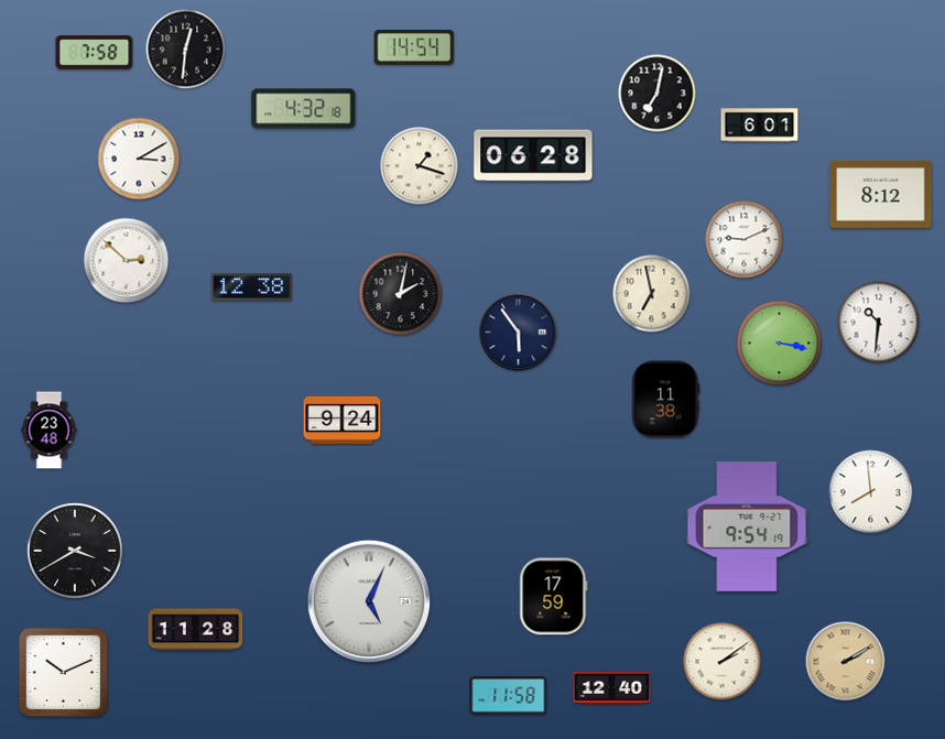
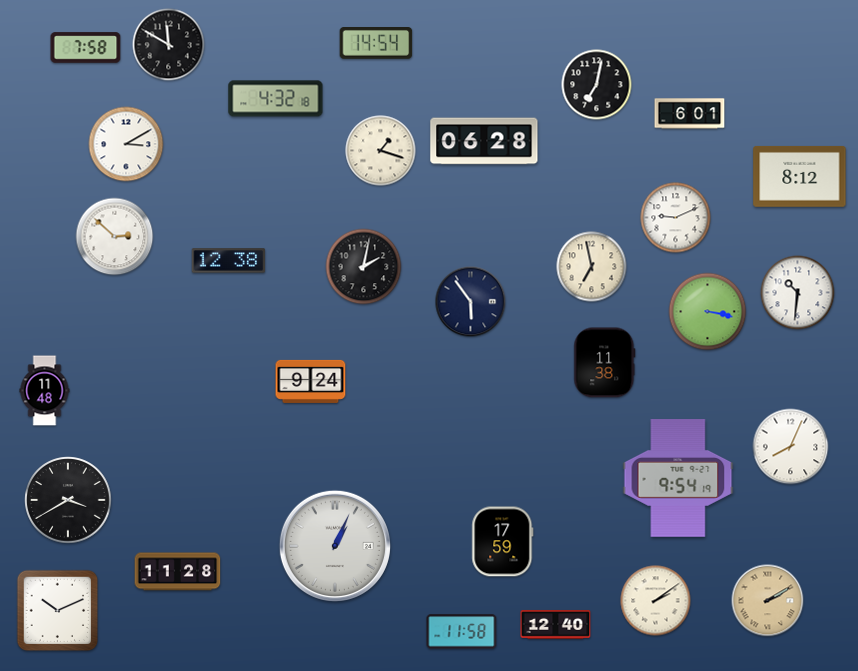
clock at (186, 50): 12:31 -> 11:50
clock at (50, 431): 23:48 -> 11:48
clock at (871, 492): 7:59 -> 8:04
clock at (369, 601): 5:04 -> 1:04
